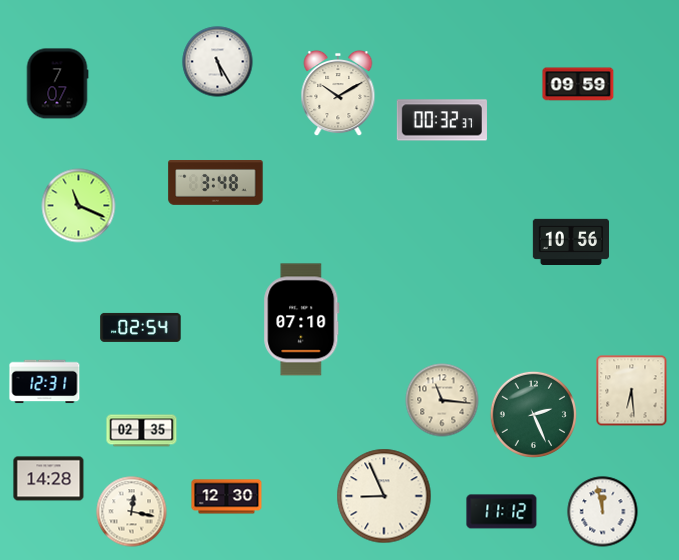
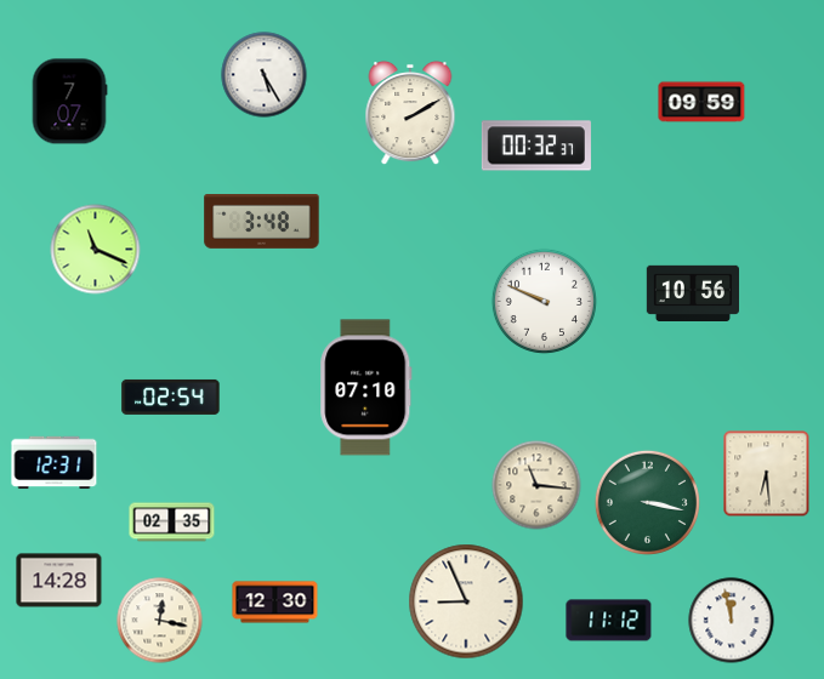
clock at (338, 93): 10:10 -> 2:10
clock at (544, 301): none -> 9:49
clock at (533, 414): 2:26 -> 3:17
